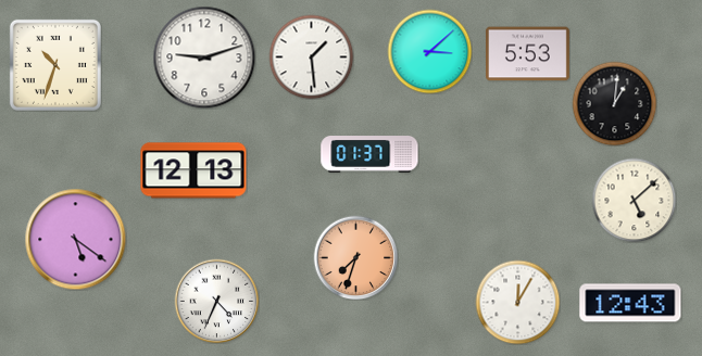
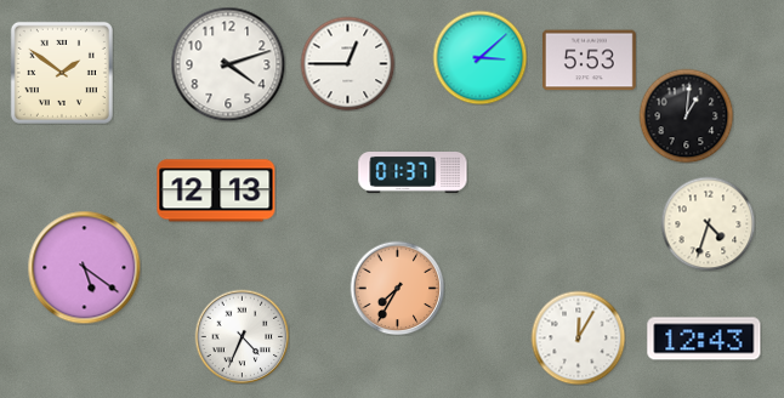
clock at (311, 56): 1:29 -> 12:45
clock at (204, 58): 9:12 -> 4:12
clock at (55, 65): 10:33 -> 1:51
clock at (634, 200): 5:08 -> 4:33
clock at (355, 257): 7:33 -> 7:35
